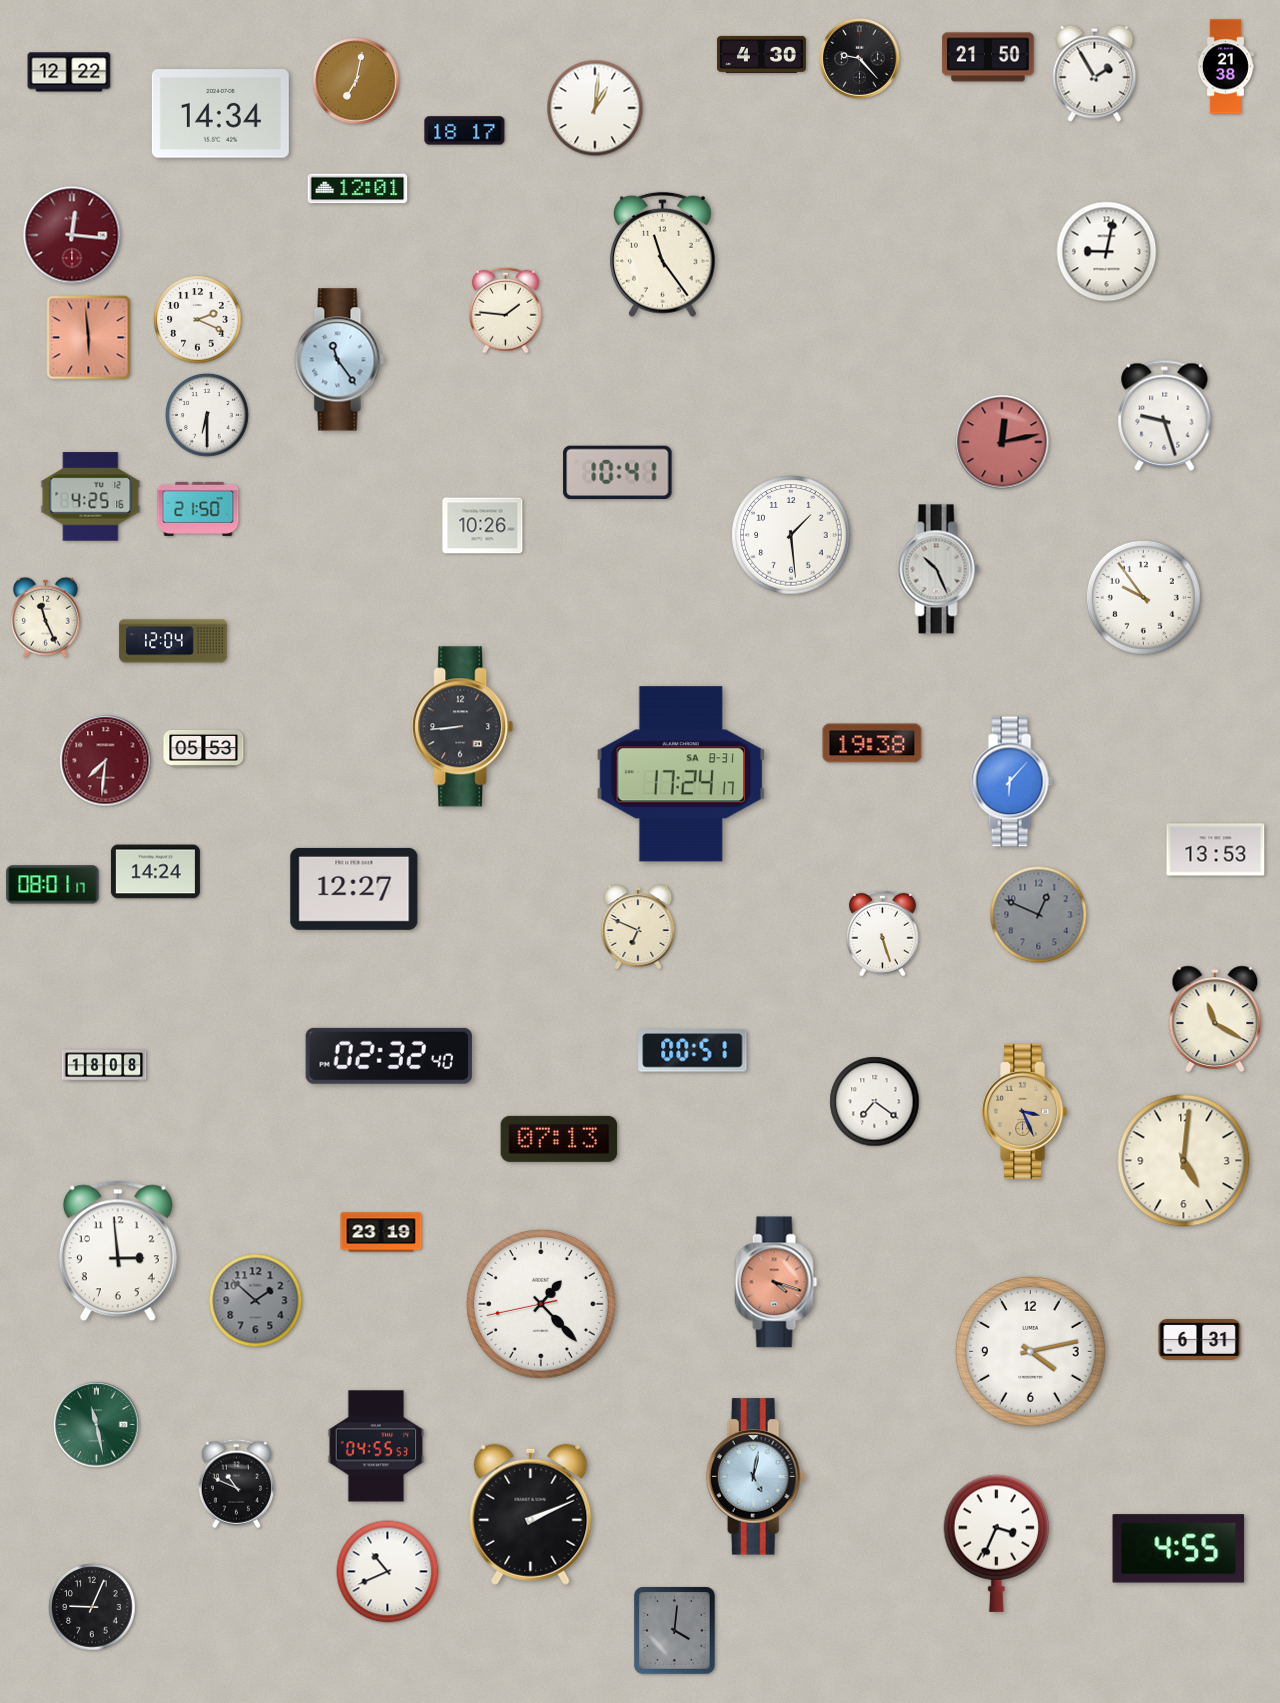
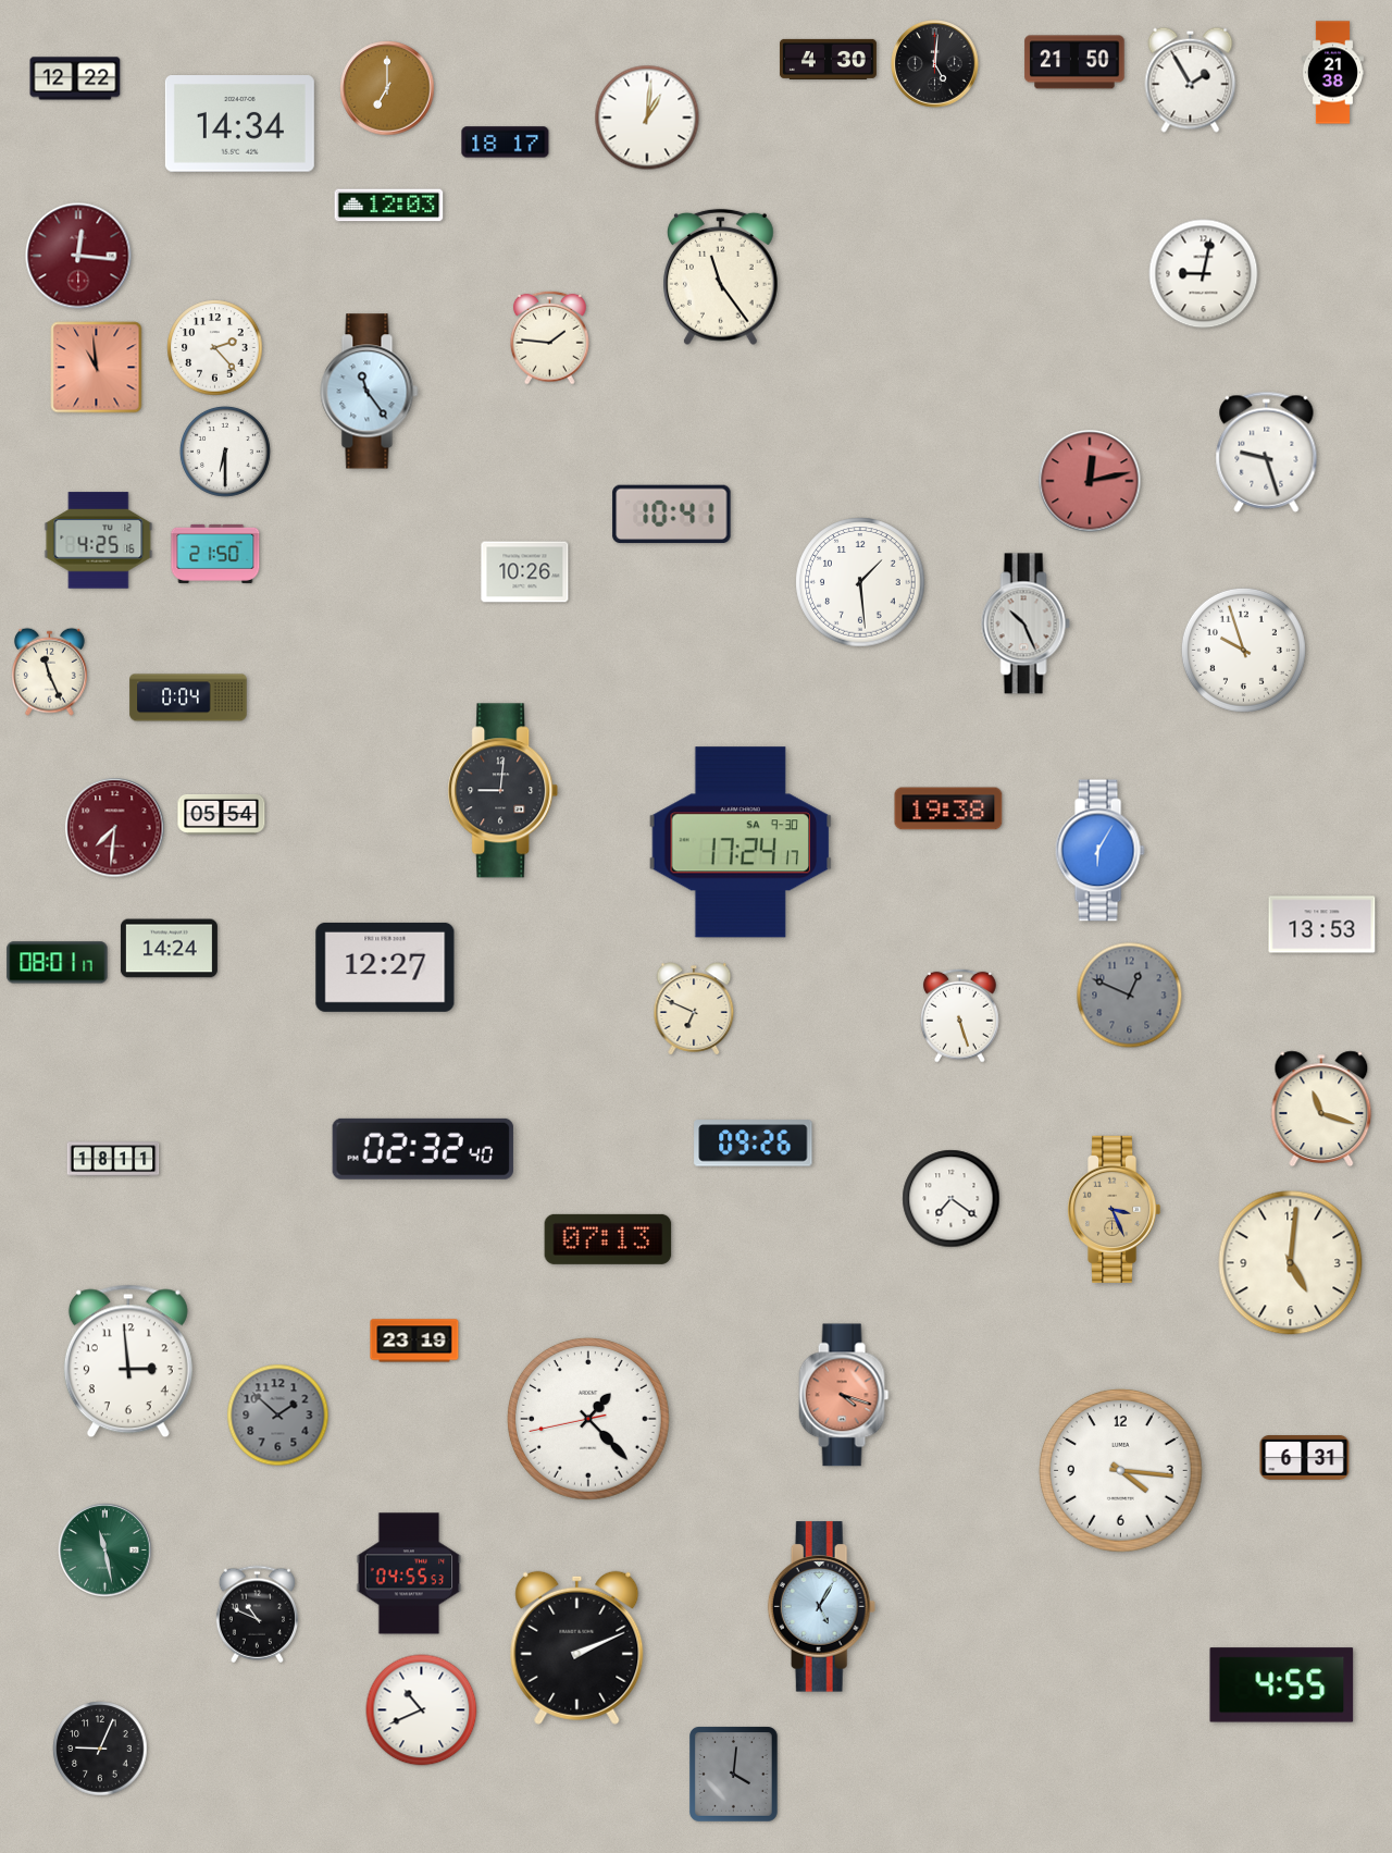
clock at (860, 59): 9:23 -> 5:01
clock at (356, 81): 7:02 -> 7:00
clock at (358, 189): 12:01 -> 12:03
clock at (198, 320): 2:19 -> 2:23
clock at (89, 338): 5:59 -> 10:59
clock at (938, 569) position: (938, 569) -> (1026, 623)
clock at (1143, 597): 9:54 -> 9:57
clock at (173, 641): 12:04 -> 0:04
clock at (463, 727): 8:44 -> 9:01
clock at (204, 748): 05:53 -> 05:54
clock at (681, 774) date: SA 8-31 -> SA 9-30
clock at (1011, 782): 6:07 -> 6:05
clock at (1215, 1018): 11:20 -> 11:18
clock at (693, 1051): 00:51 -> 09:26
clock at (104, 1065): 18:08 -> 18:11
clock at (1184, 1161) position: (1184, 1161) -> (1291, 1263)
clock at (1031, 1352): 4:13 -> 4:16
clock at (756, 1477): 5:02 -> 5:05
clock at (997, 1543): 3:34 -> none
